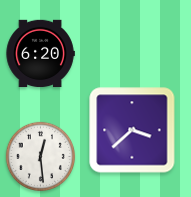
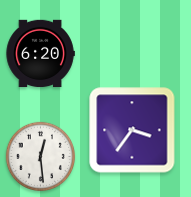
clock at (132, 130): 3:38 -> 3:36
